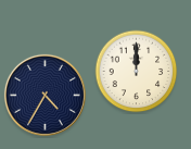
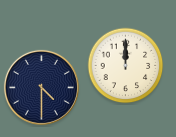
clock at (44, 95): 4:35 -> 4:30
